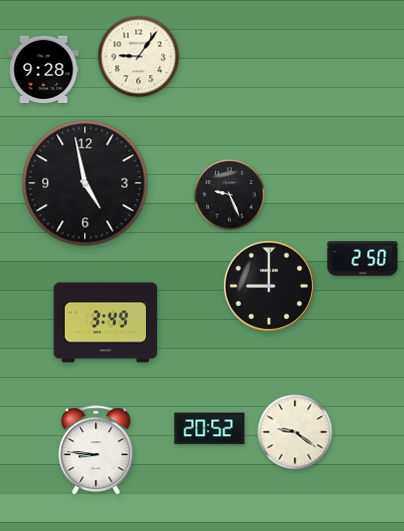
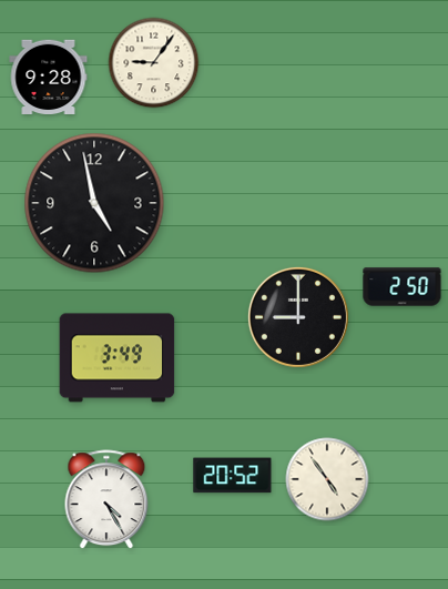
clock at (230, 195): 9:26 -> none
clock at (295, 432): 9:21 -> 4:54
clock at (96, 451): 8:46 -> 4:25
